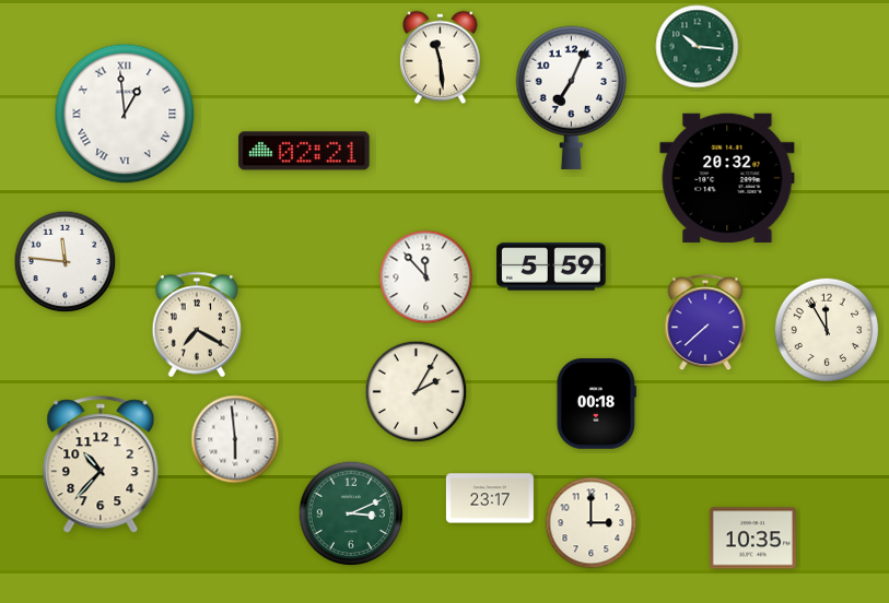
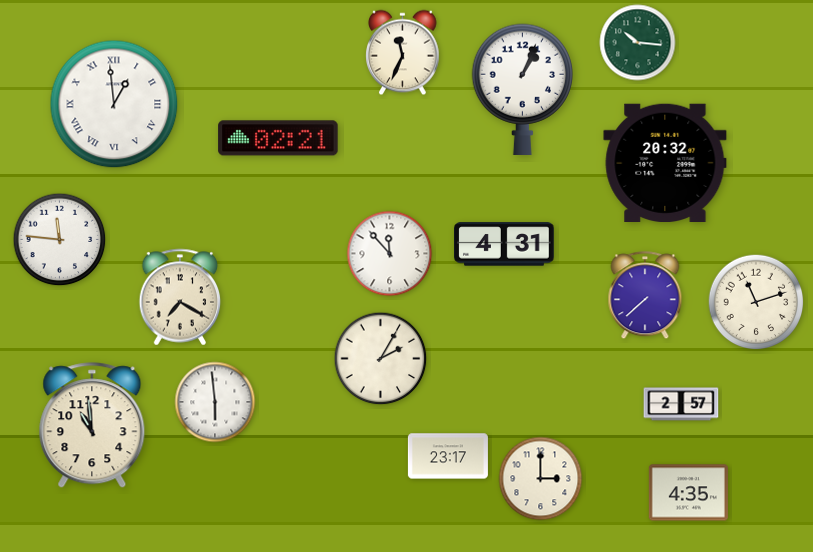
clock at (441, 58): 11:29 -> 11:34
clock at (571, 97): 7:04 -> 1:04
clock at (552, 267): 5:59 -> 4:31
clock at (827, 330): 11:55 -> 11:12
clock at (596, 404): 00:18 -> none
clock at (681, 404): none -> 2:57
clock at (101, 465): 10:37 -> 10:59
clock at (351, 513): 3:11 -> none
clock at (752, 539): 10:35 -> 4:35
